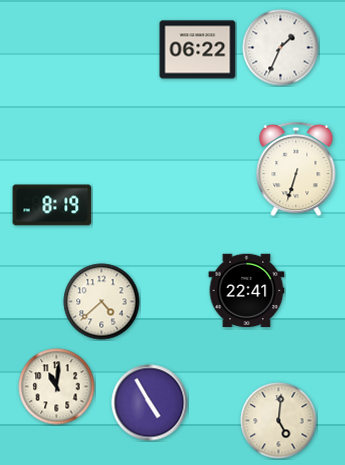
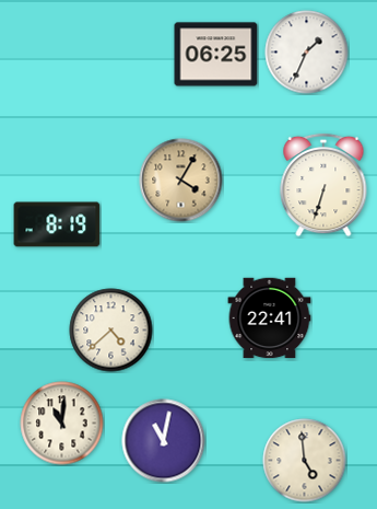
clock at (198, 50): 06:22 -> 06:25
clock at (181, 181): none -> 4:05
clock at (150, 403): 4:55 -> 11:02
clock at (279, 421): 5:01 -> 4:59
